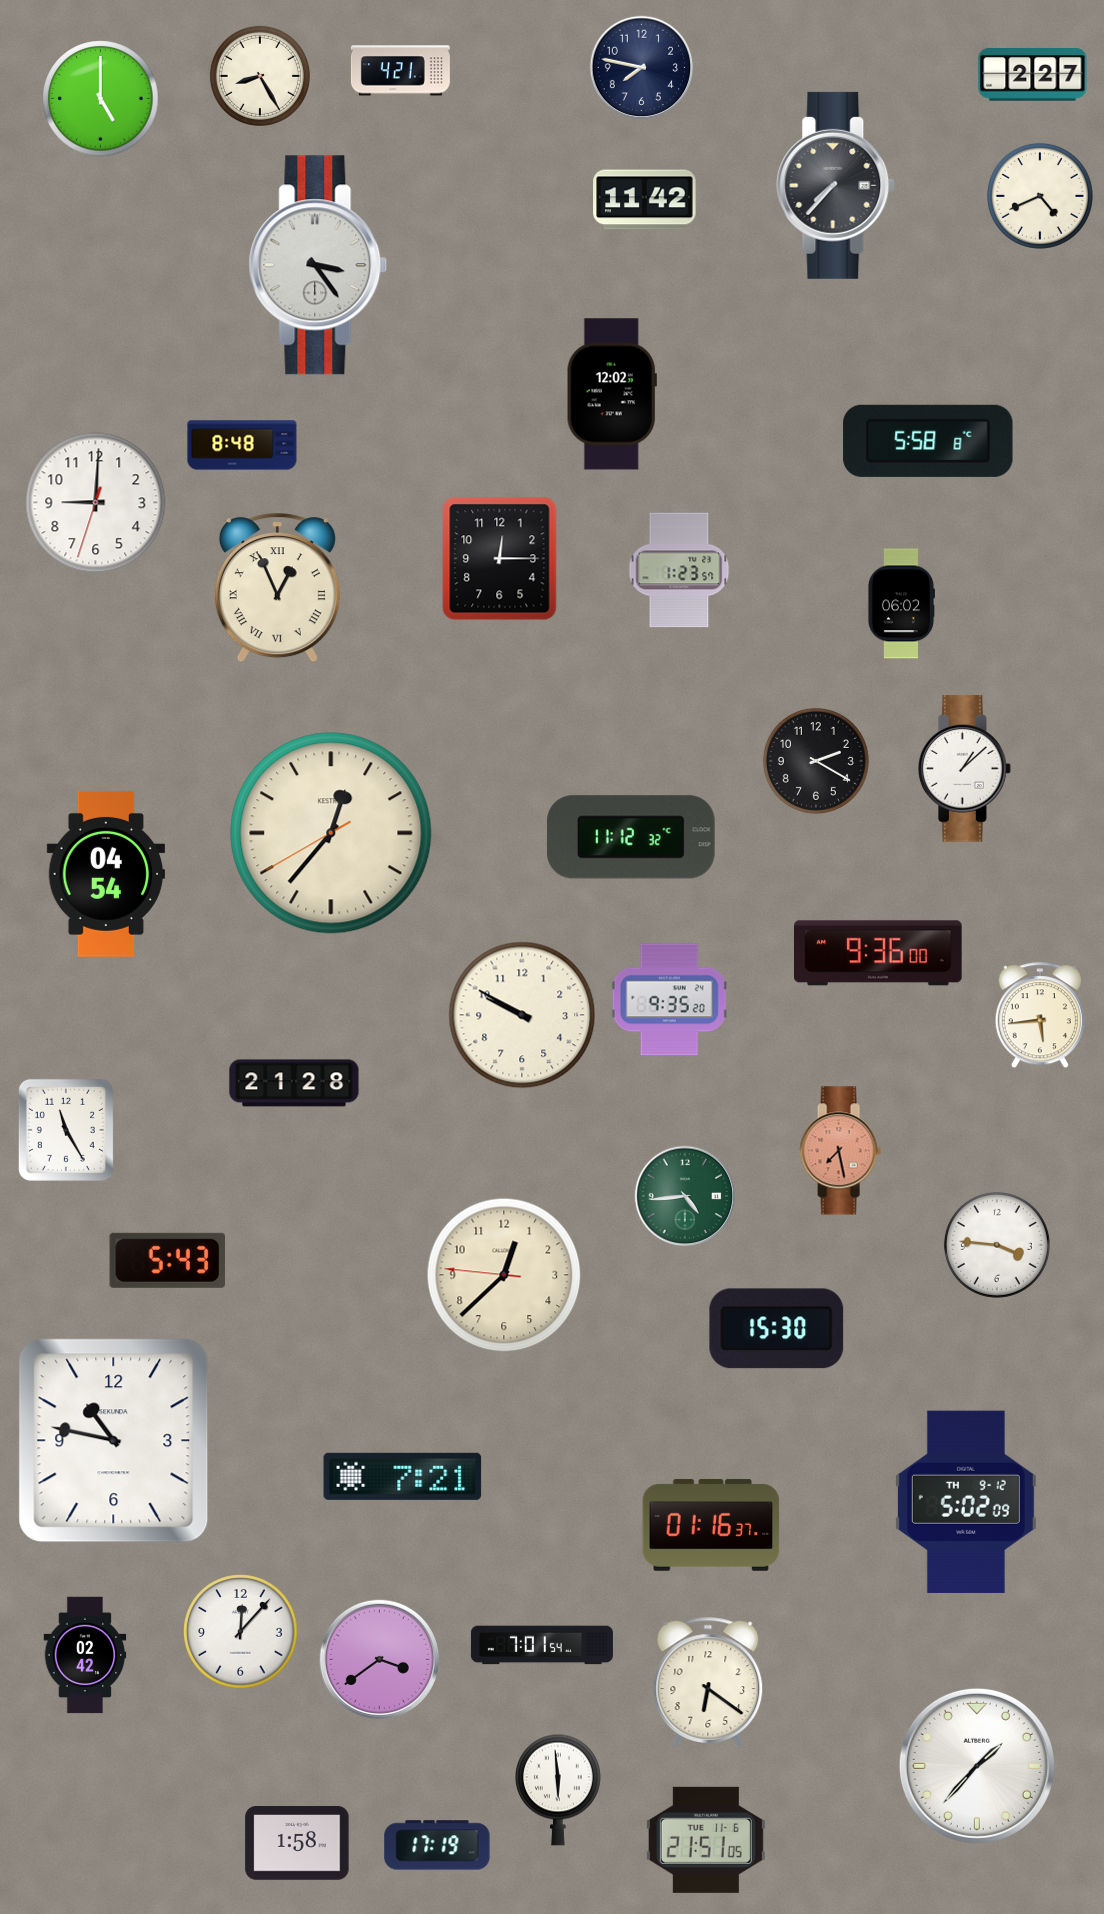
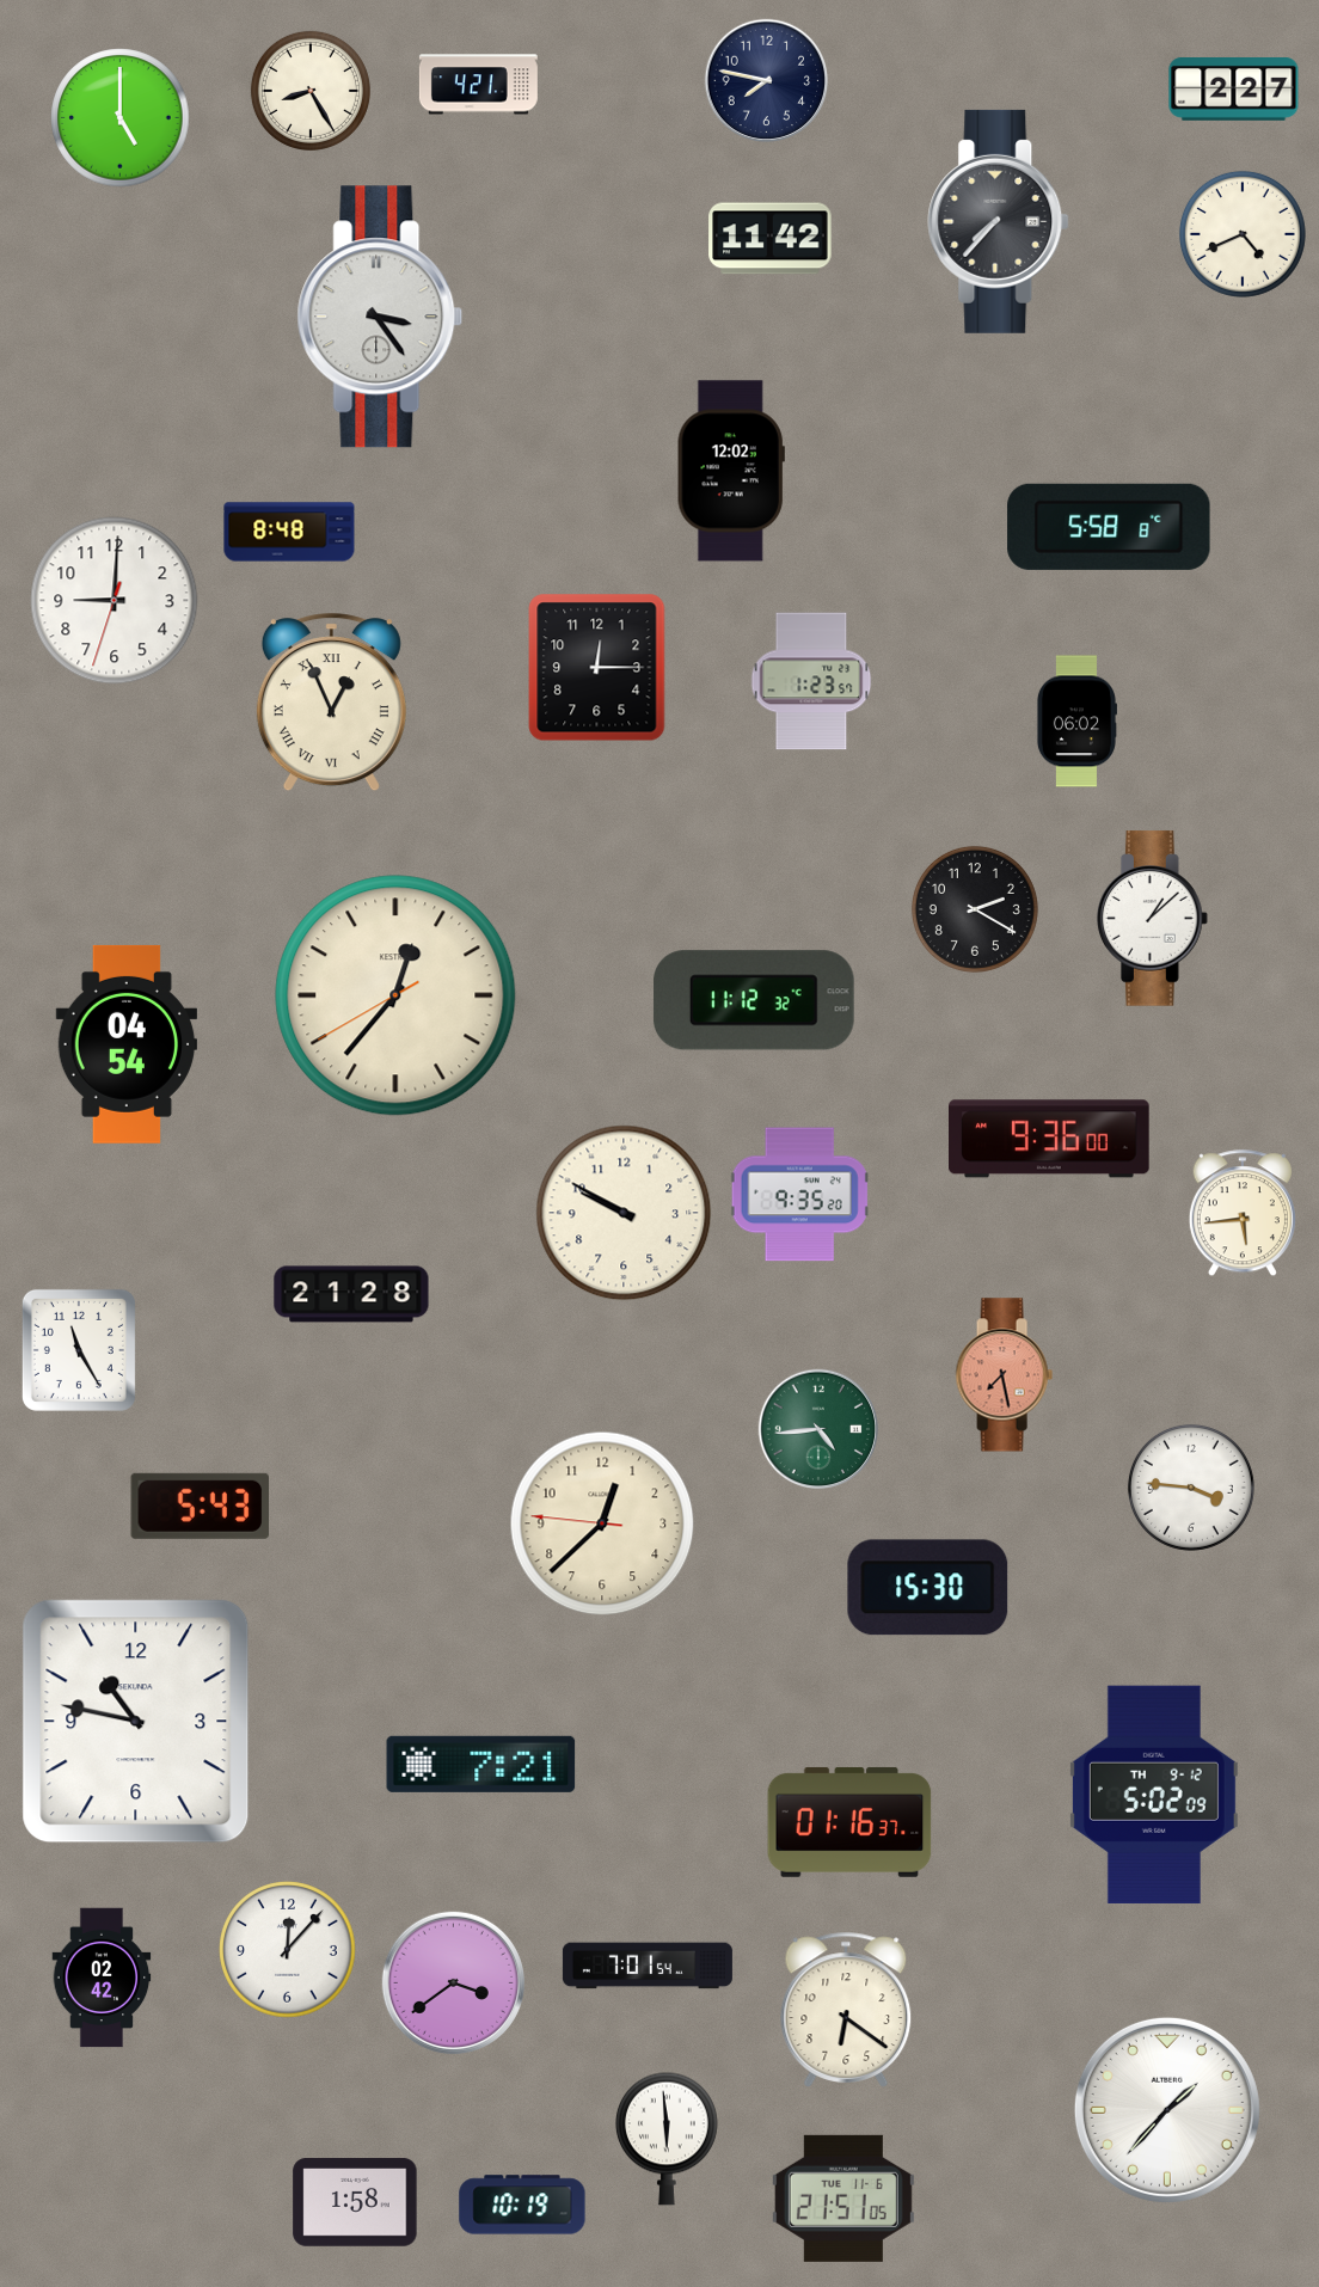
clock at (437, 1845): 17:19 -> 10:19
